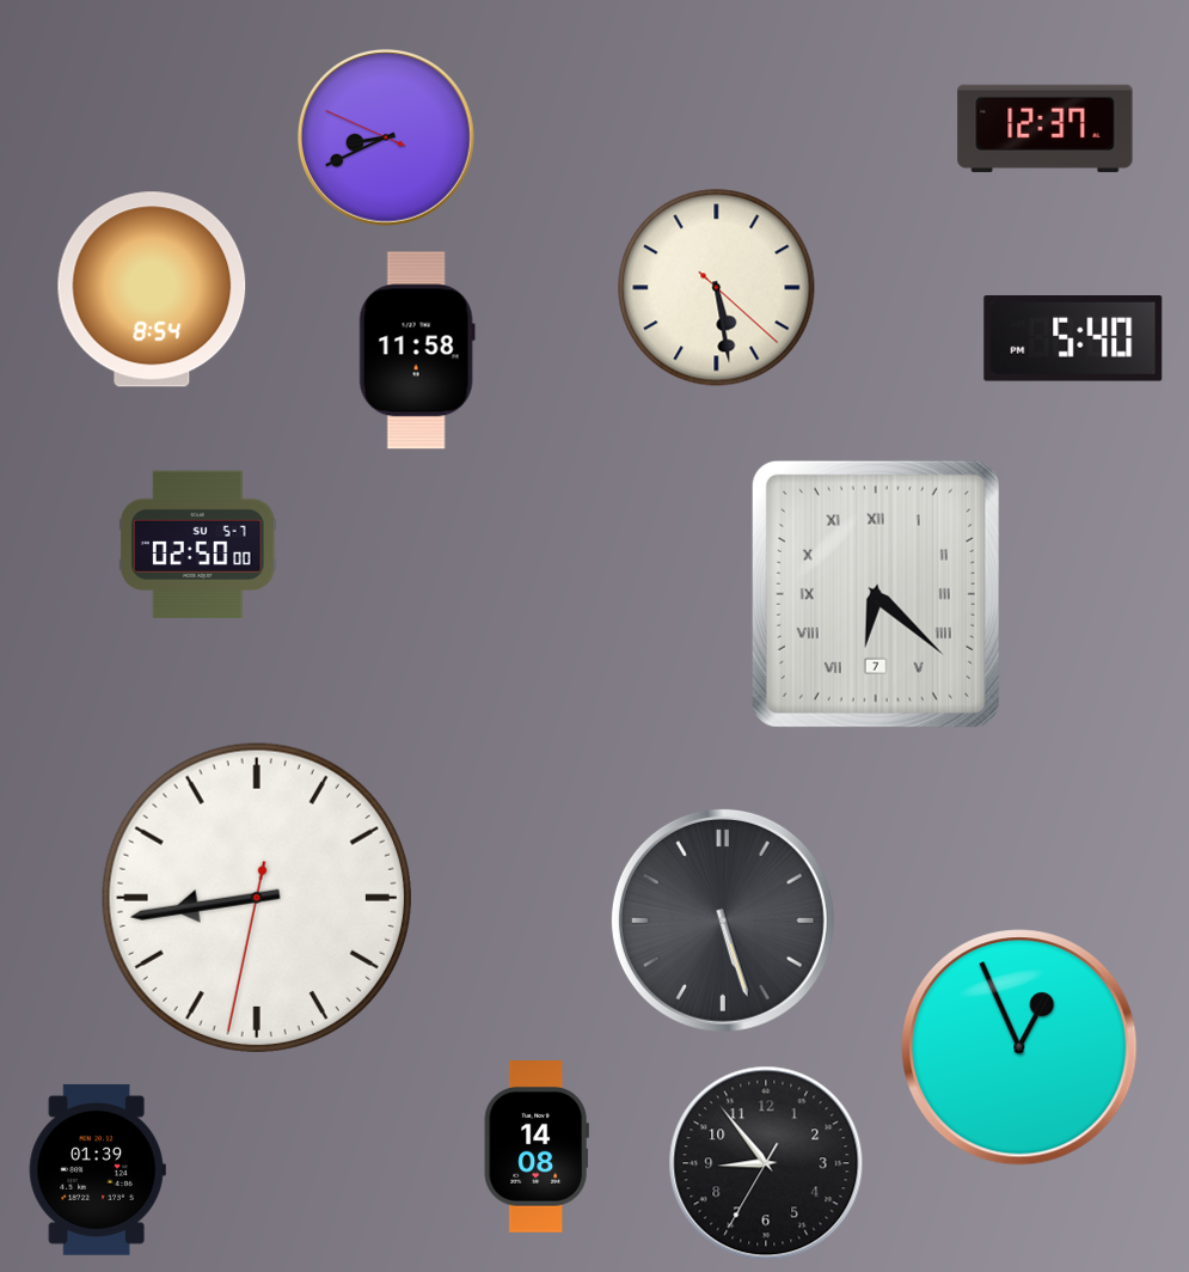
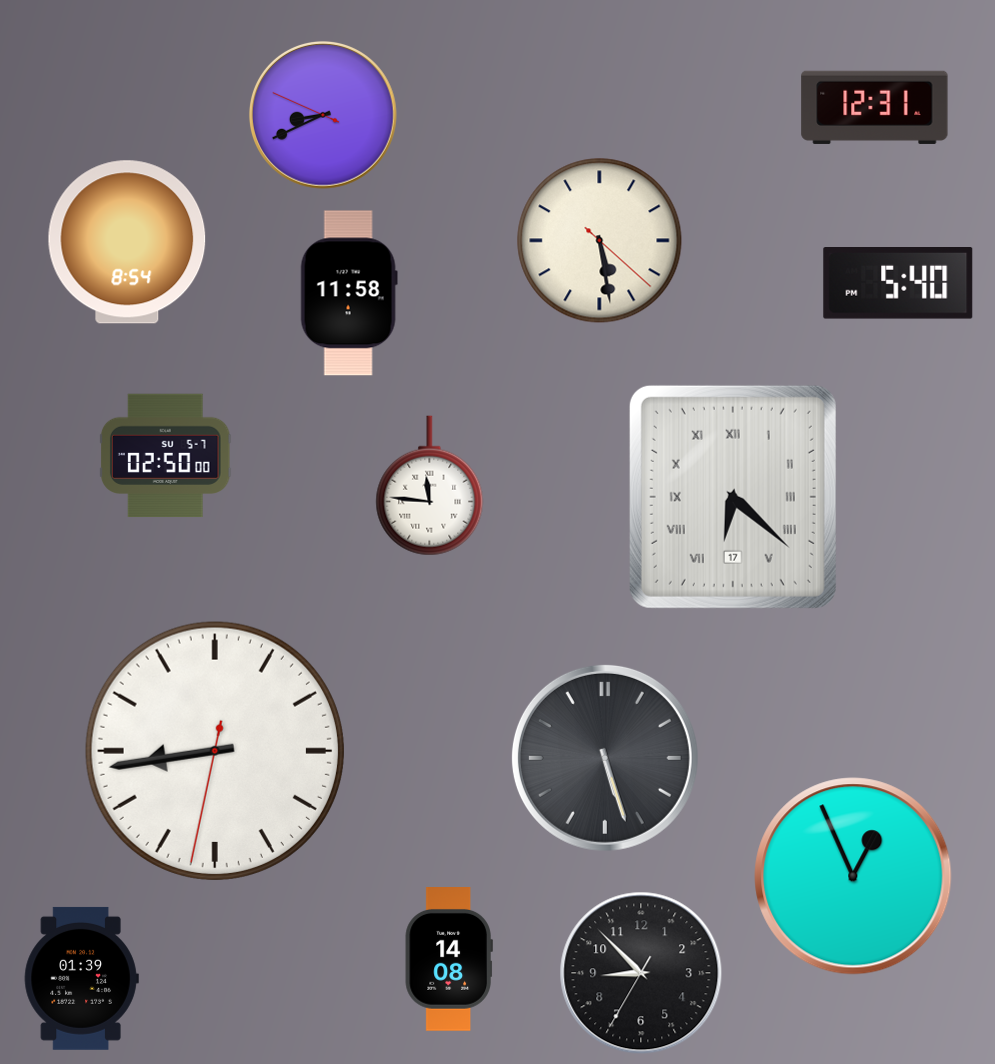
clock at (1046, 128): 12:37 -> 12:31
clock at (430, 486): none -> 11:46
clock at (876, 594) date: 7 -> 17
clock at (723, 921) position: (723, 921) -> (605, 758)
clock at (766, 1163): 8:53 -> 8:52
